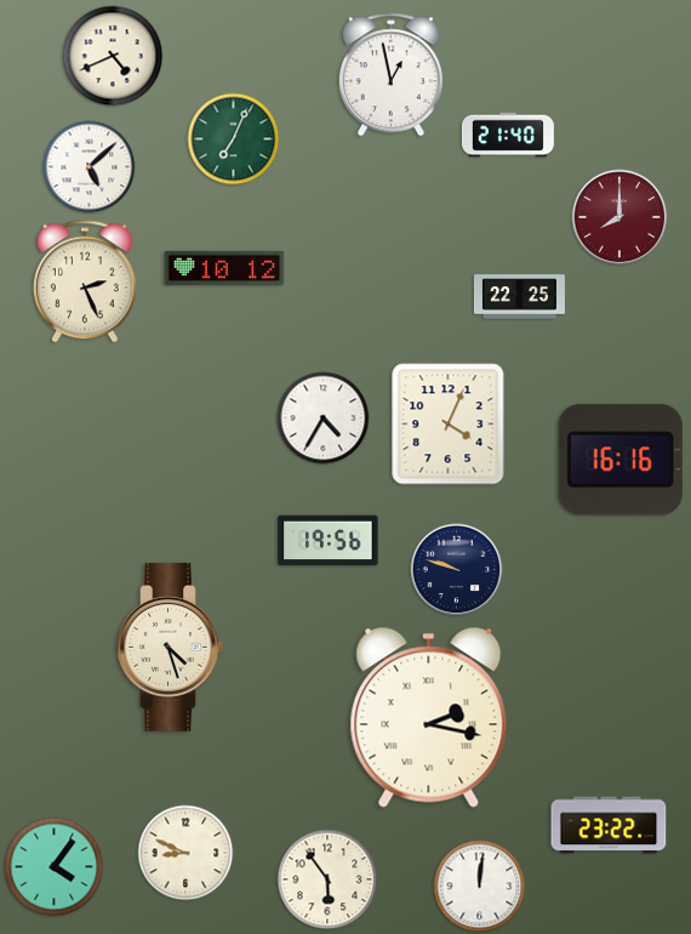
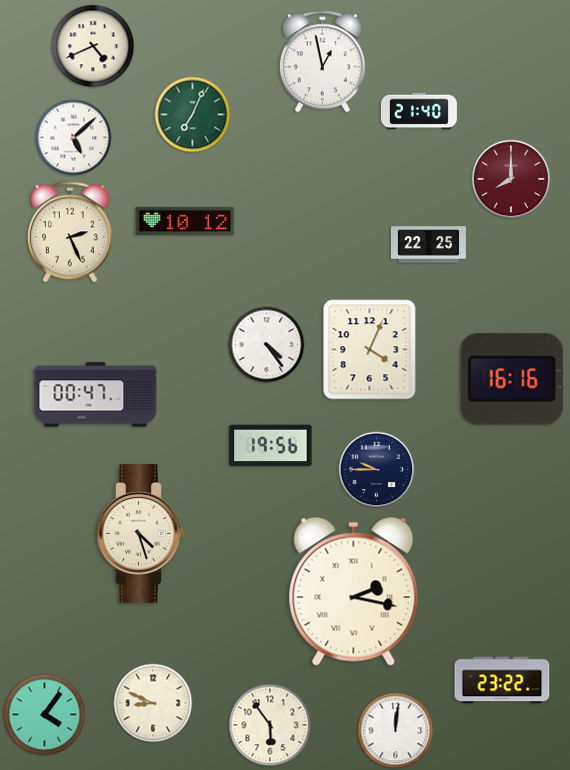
clock at (324, 418): 4:35 -> 4:24
clock at (96, 395): none -> 00:47
clock at (457, 570): 9:48 -> 9:45
